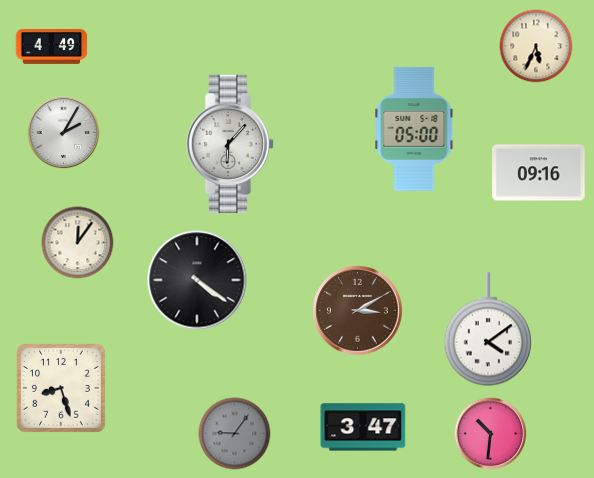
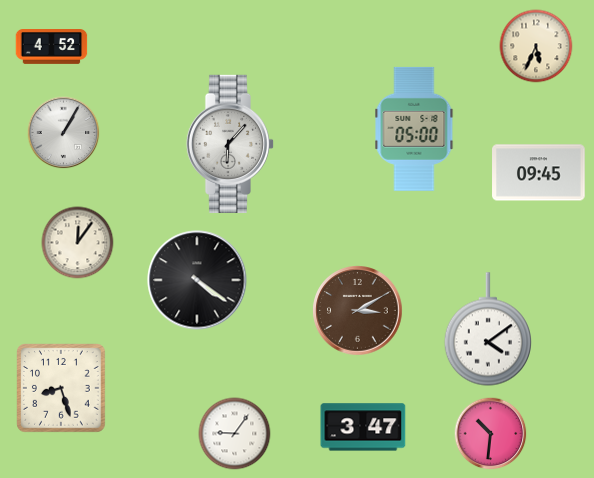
clock at (52, 47): 4:49 -> 4:52
clock at (64, 133): 2:05 -> 1:05
clock at (539, 173): 09:16 -> 09:45
clock at (235, 434) dial: grey -> white
